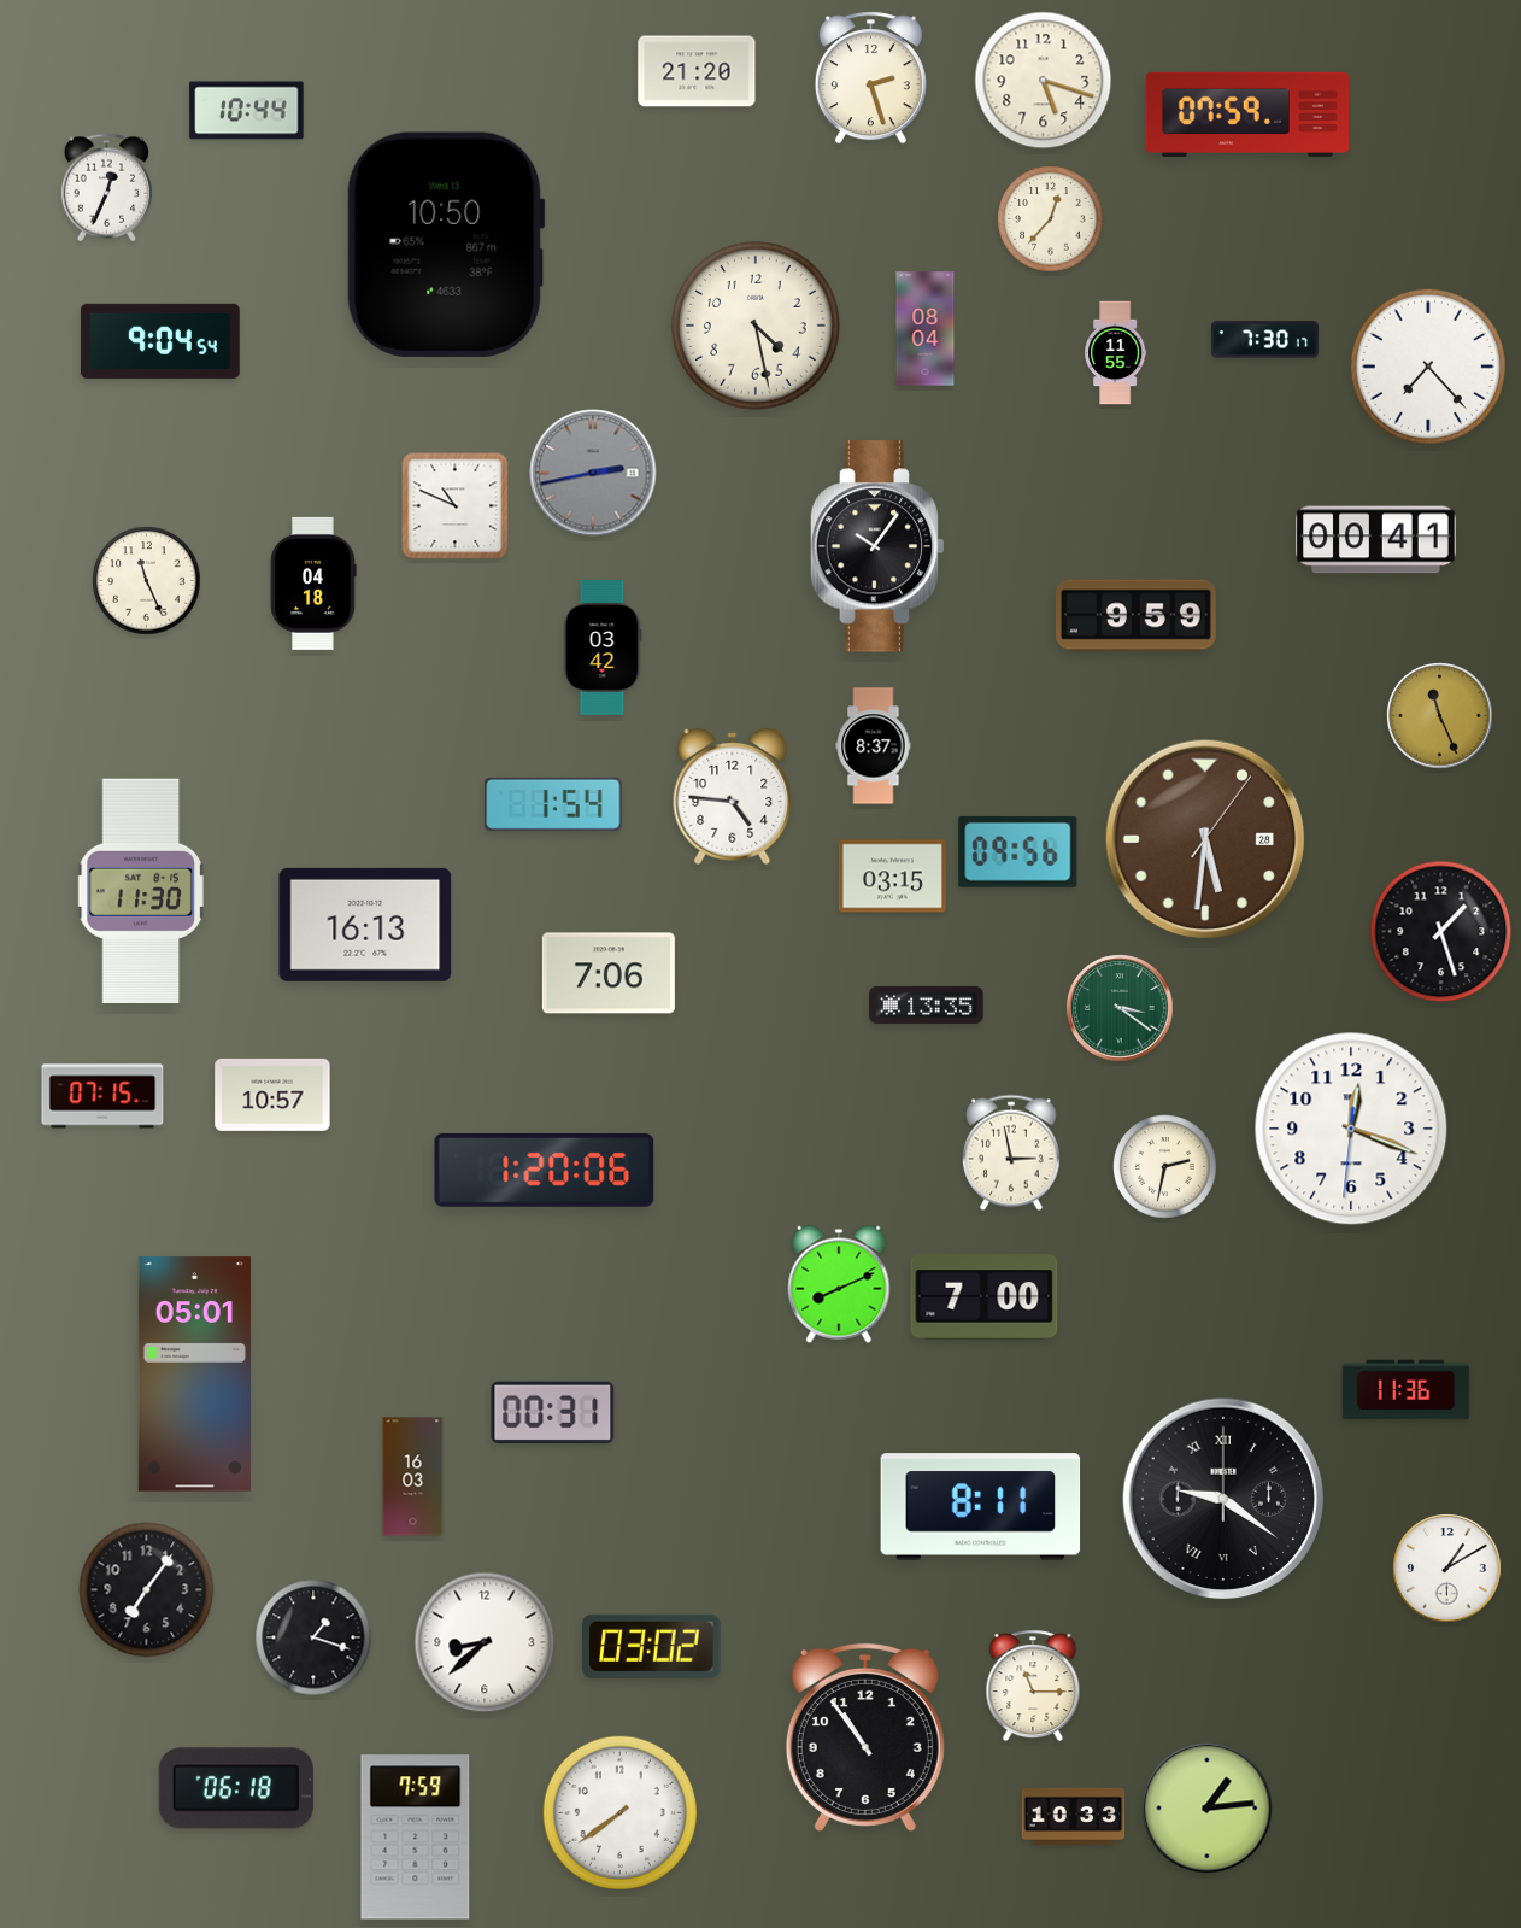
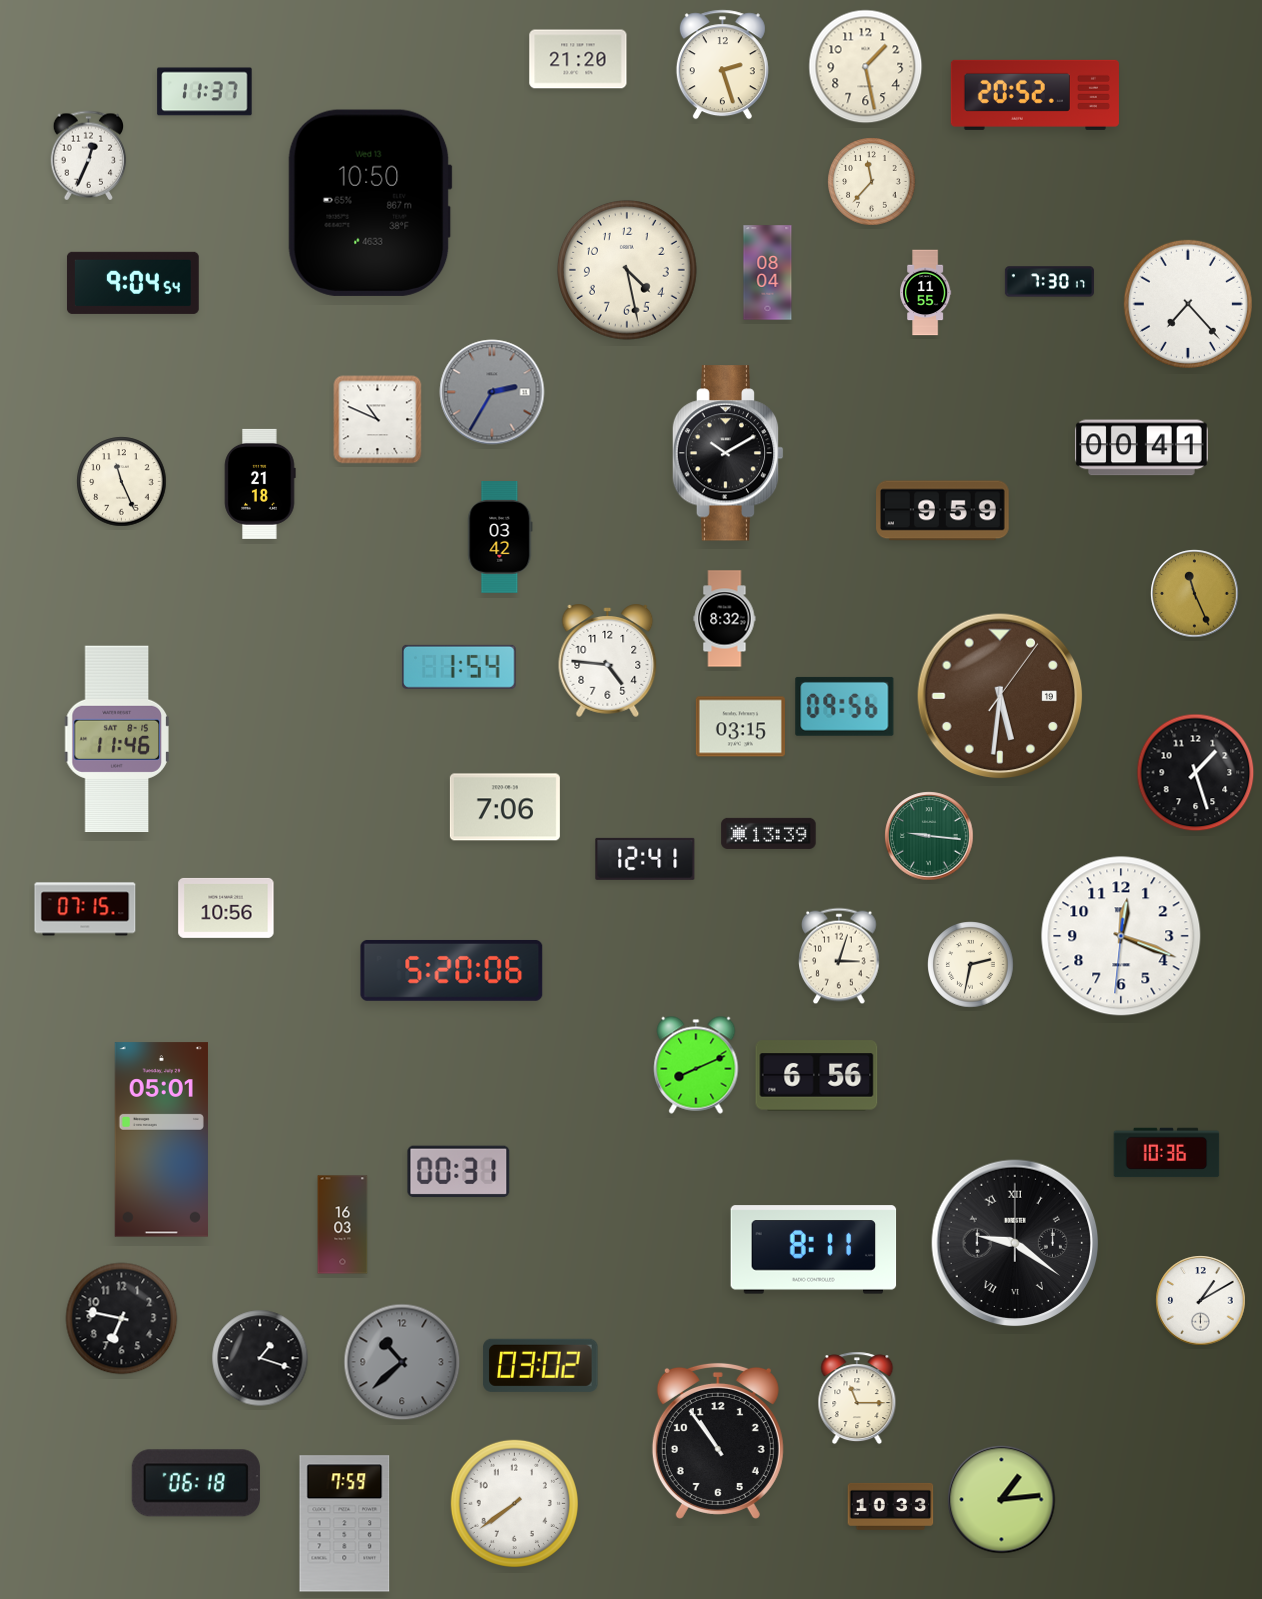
clock at (1044, 81): 5:18 -> 1:28
clock at (247, 111): 10:44 -> 11:37
clock at (1247, 115): 07:59 -> 20:52
clock at (1051, 219): 12:37 -> 11:37
clock at (1428, 367) position: (1428, 367) -> (1188, 304)
clock at (593, 473): 2:43 -> 2:35
clock at (877, 546): 10:06 -> 10:10
clock at (313, 584): 04:18 -> 21:18
clock at (874, 746): 8:37 -> 8:32
clock at (1205, 839) date: 28 -> 19
clock at (141, 890): 11:30 -> 11:46
clock at (365, 925): 16:13 -> none
clock at (927, 1004): 13:35 -> 13:39
clock at (1120, 1008): 3:21 -> 9:16
clock at (645, 859): none -> 12:41
clock at (272, 1095): 10:57 -> 10:56
clock at (1011, 1153): 2:58 -> 3:03
clock at (1165, 1167) position: (1165, 1167) -> (971, 965)
clock at (545, 1170): 1:20 -> 5:20
clock at (985, 1297): 7:00 -> 6:56
clock at (1407, 1390): 11:36 -> 10:36
clock at (147, 1590): 7:06 -> 6:47
clock at (485, 1642): 8:38 -> 10:38
clock at (485, 1642) dial: white -> grey
